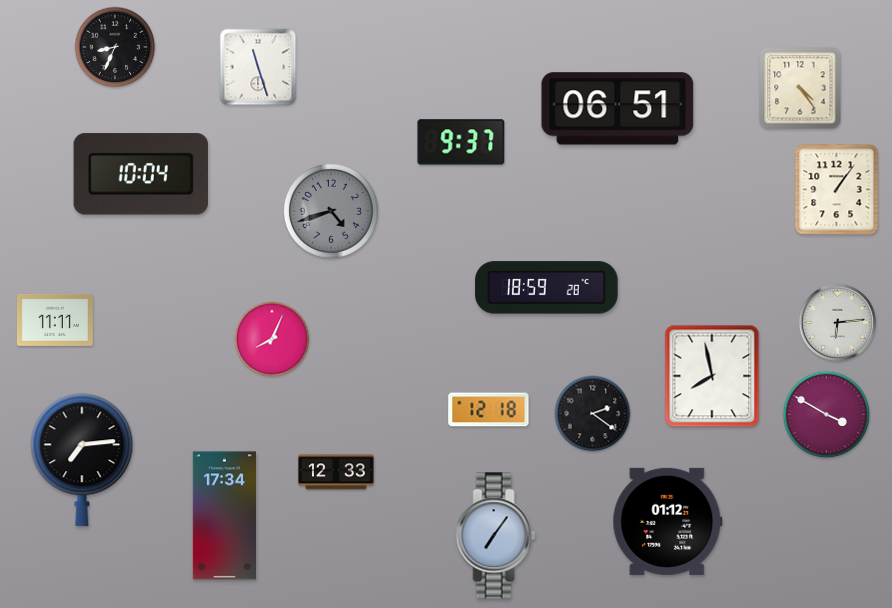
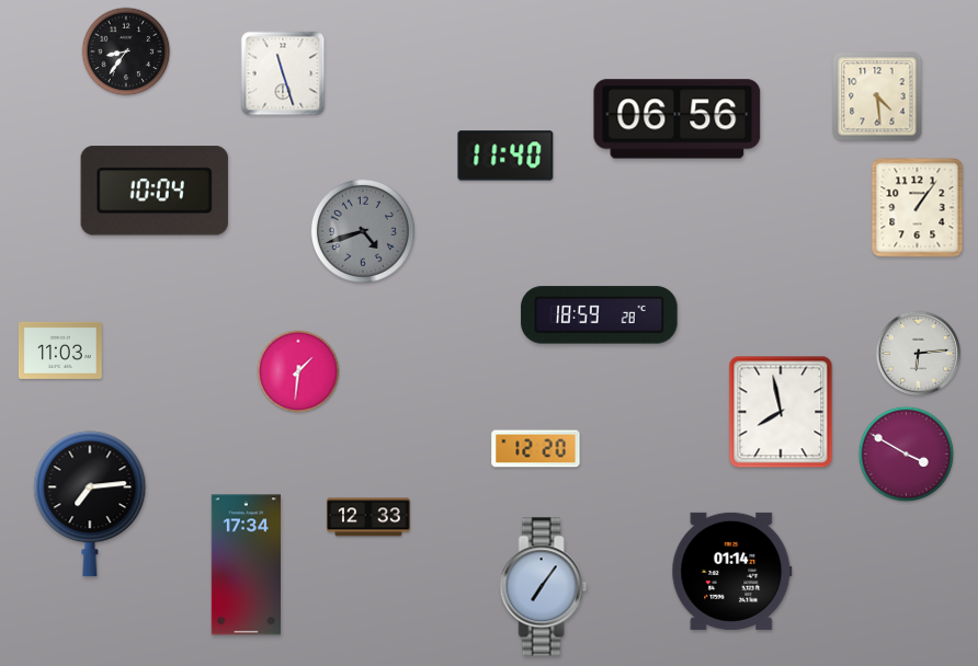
clock at (115, 47): 8:34 -> 8:36
clock at (800, 88): 4:24 -> 4:29
clock at (618, 109): 06:51 -> 06:56
clock at (461, 142): 9:37 -> 11:40
clock at (55, 320): 11:11 -> 11:03
clock at (272, 339): 8:04 -> 1:31
clock at (489, 410): 12:18 -> 12:20
clock at (593, 414): 2:21 -> none
clock at (668, 521): 01:12 -> 01:14
